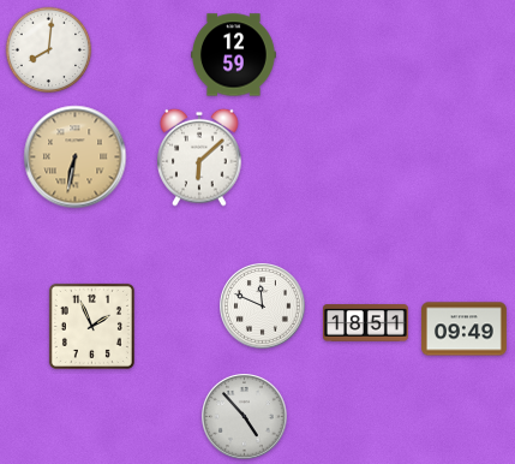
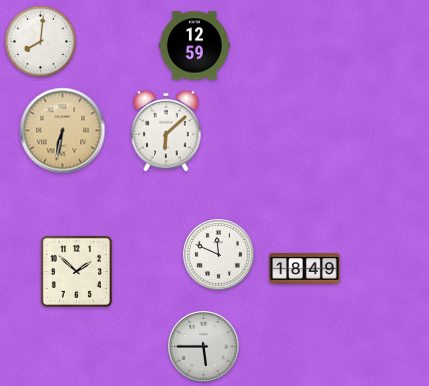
clock at (366, 323): 18:51 -> 18:49
clock at (91, 326): 1:56 -> 1:52
clock at (465, 329): 09:49 -> none
clock at (245, 417): 4:53 -> 5:45
